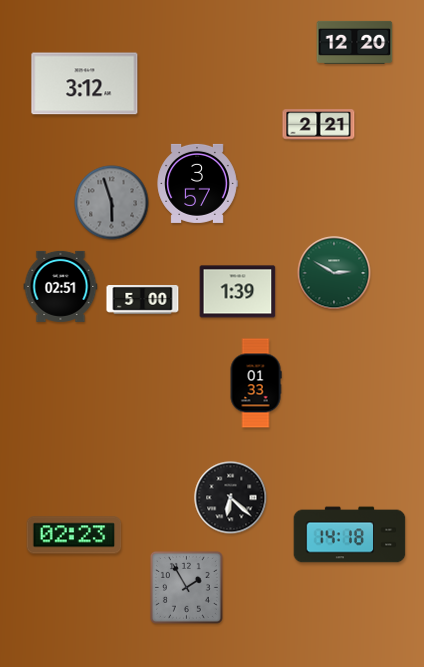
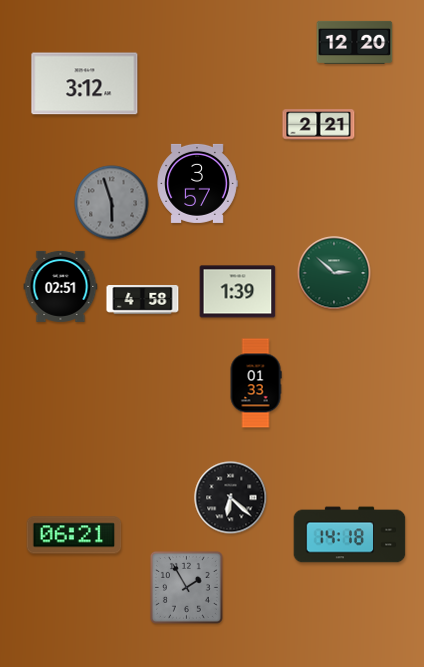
clock at (334, 273): 2:50 -> 2:52
clock at (143, 300): 5:00 -> 4:58
clock at (74, 535): 02:23 -> 06:21
